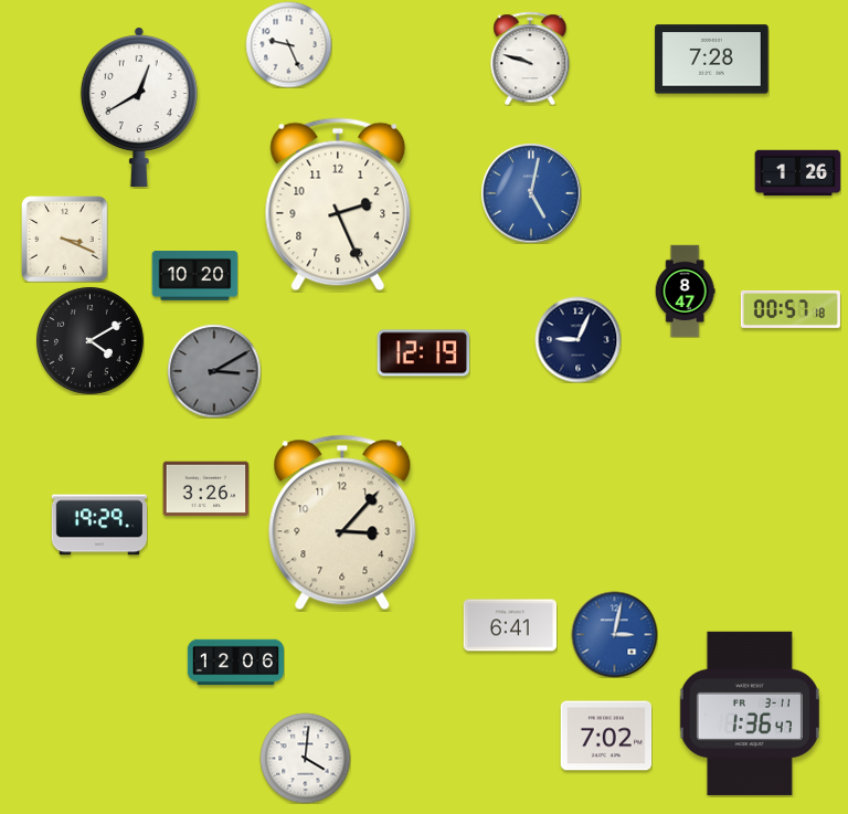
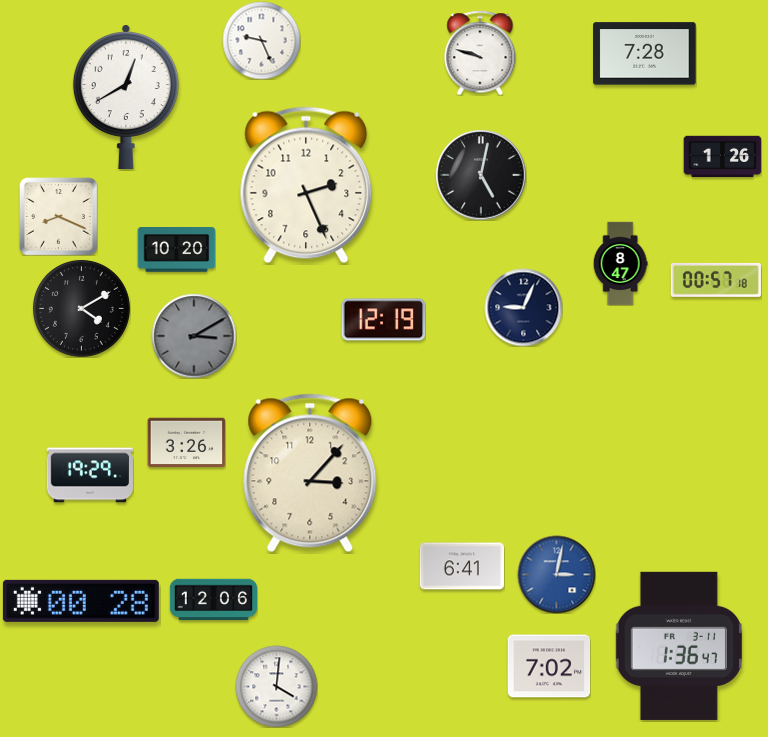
clock at (531, 193) dial: blue -> black
clock at (65, 240): 3:19 -> 8:19
clock at (81, 601): none -> 00:28
